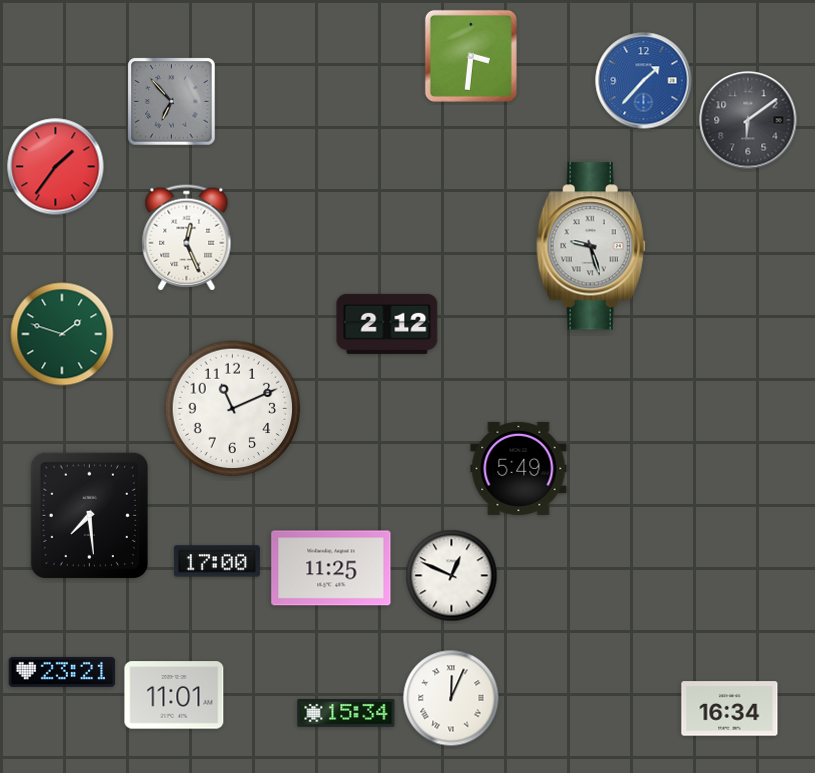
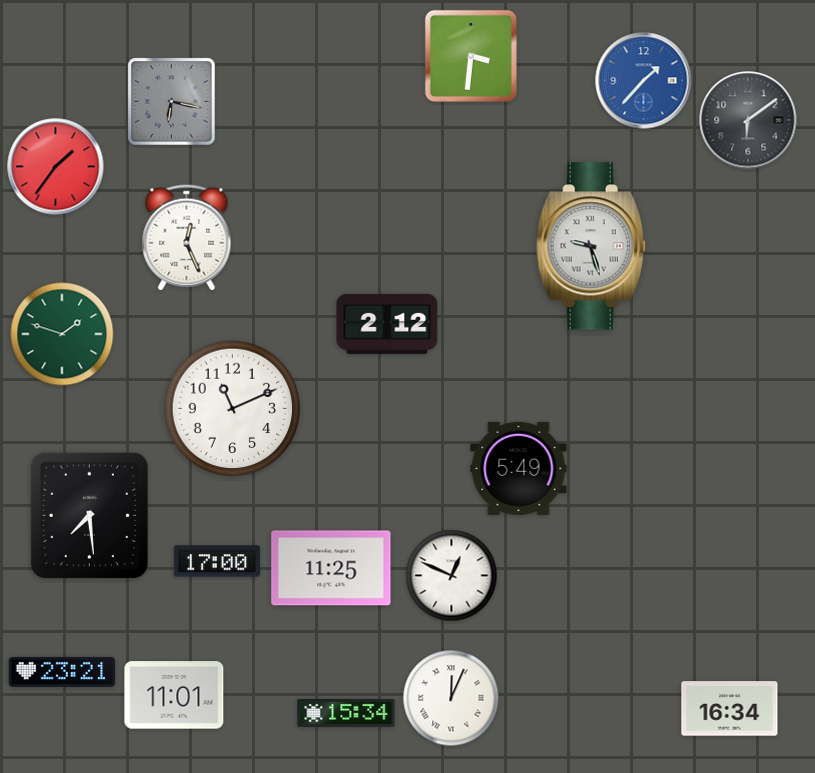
clock at (172, 102): 6:53 -> 6:17
